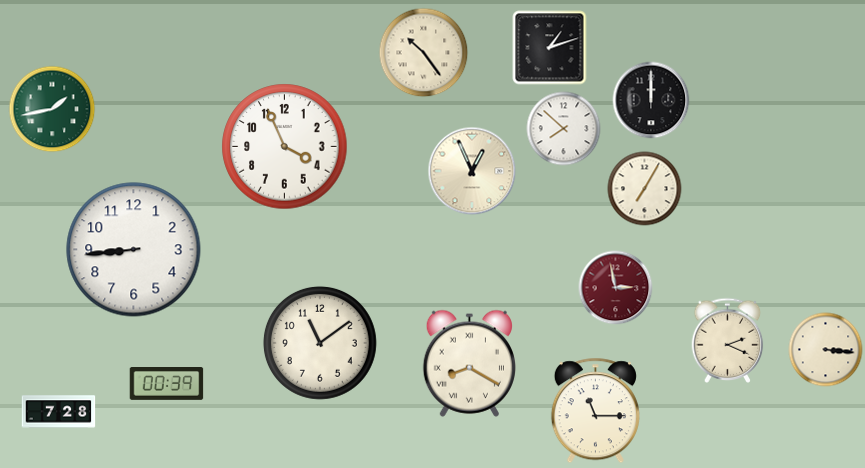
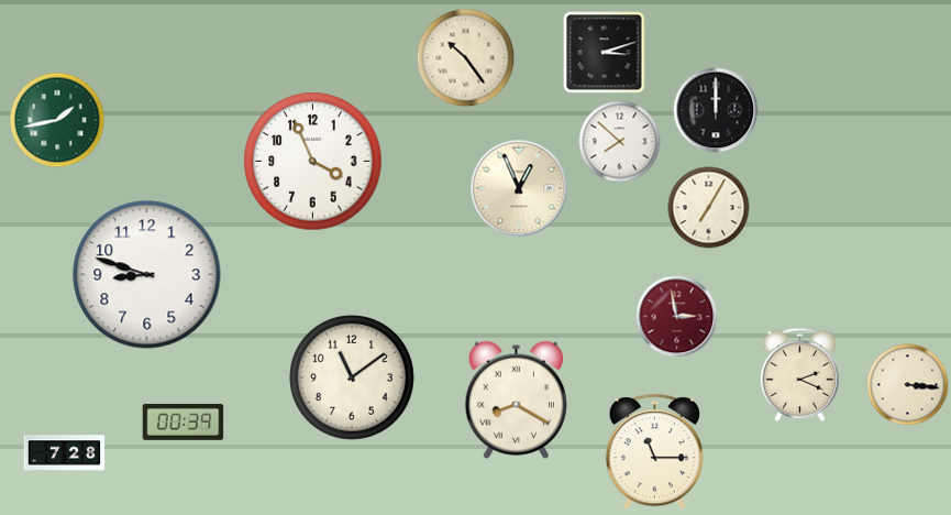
clock at (550, 48): 1:12 -> 3:12
clock at (134, 250): 8:44 -> 8:48
